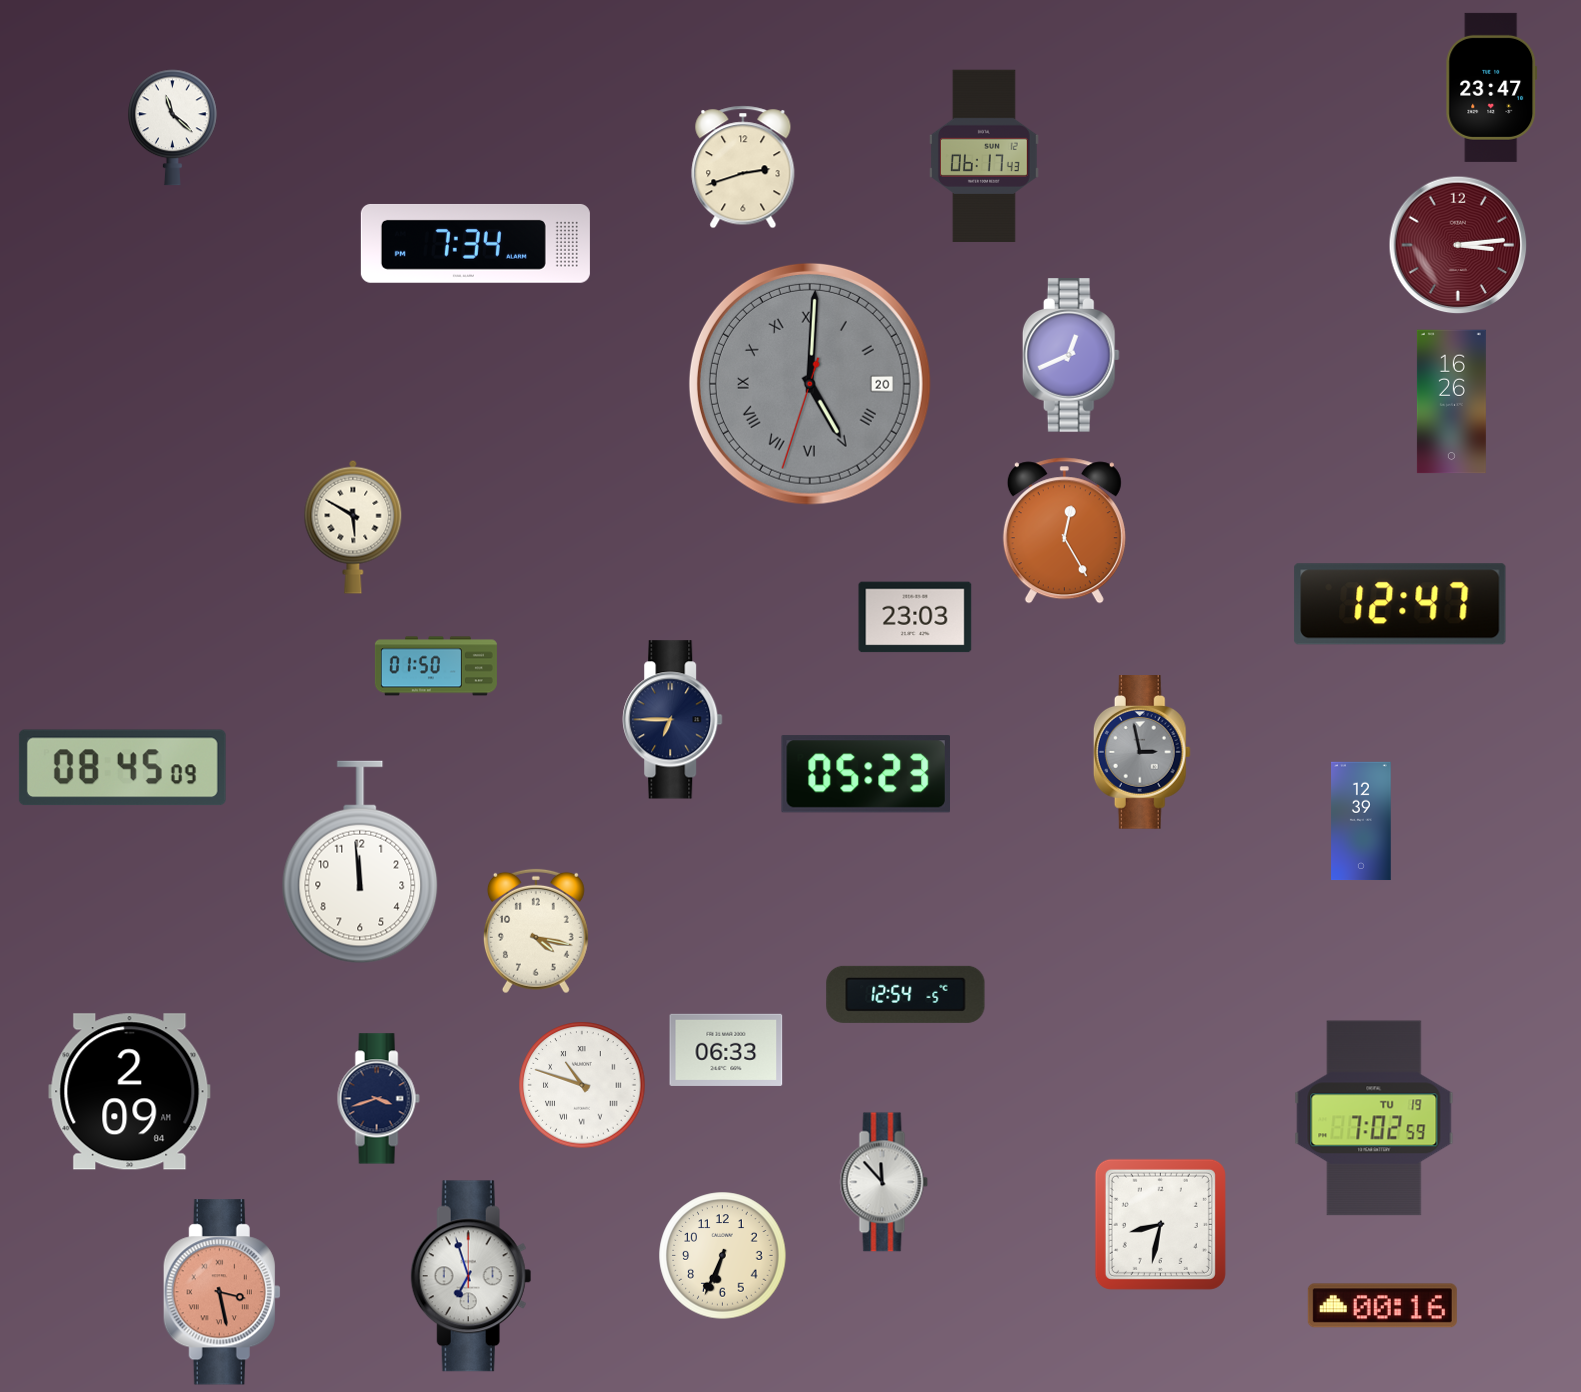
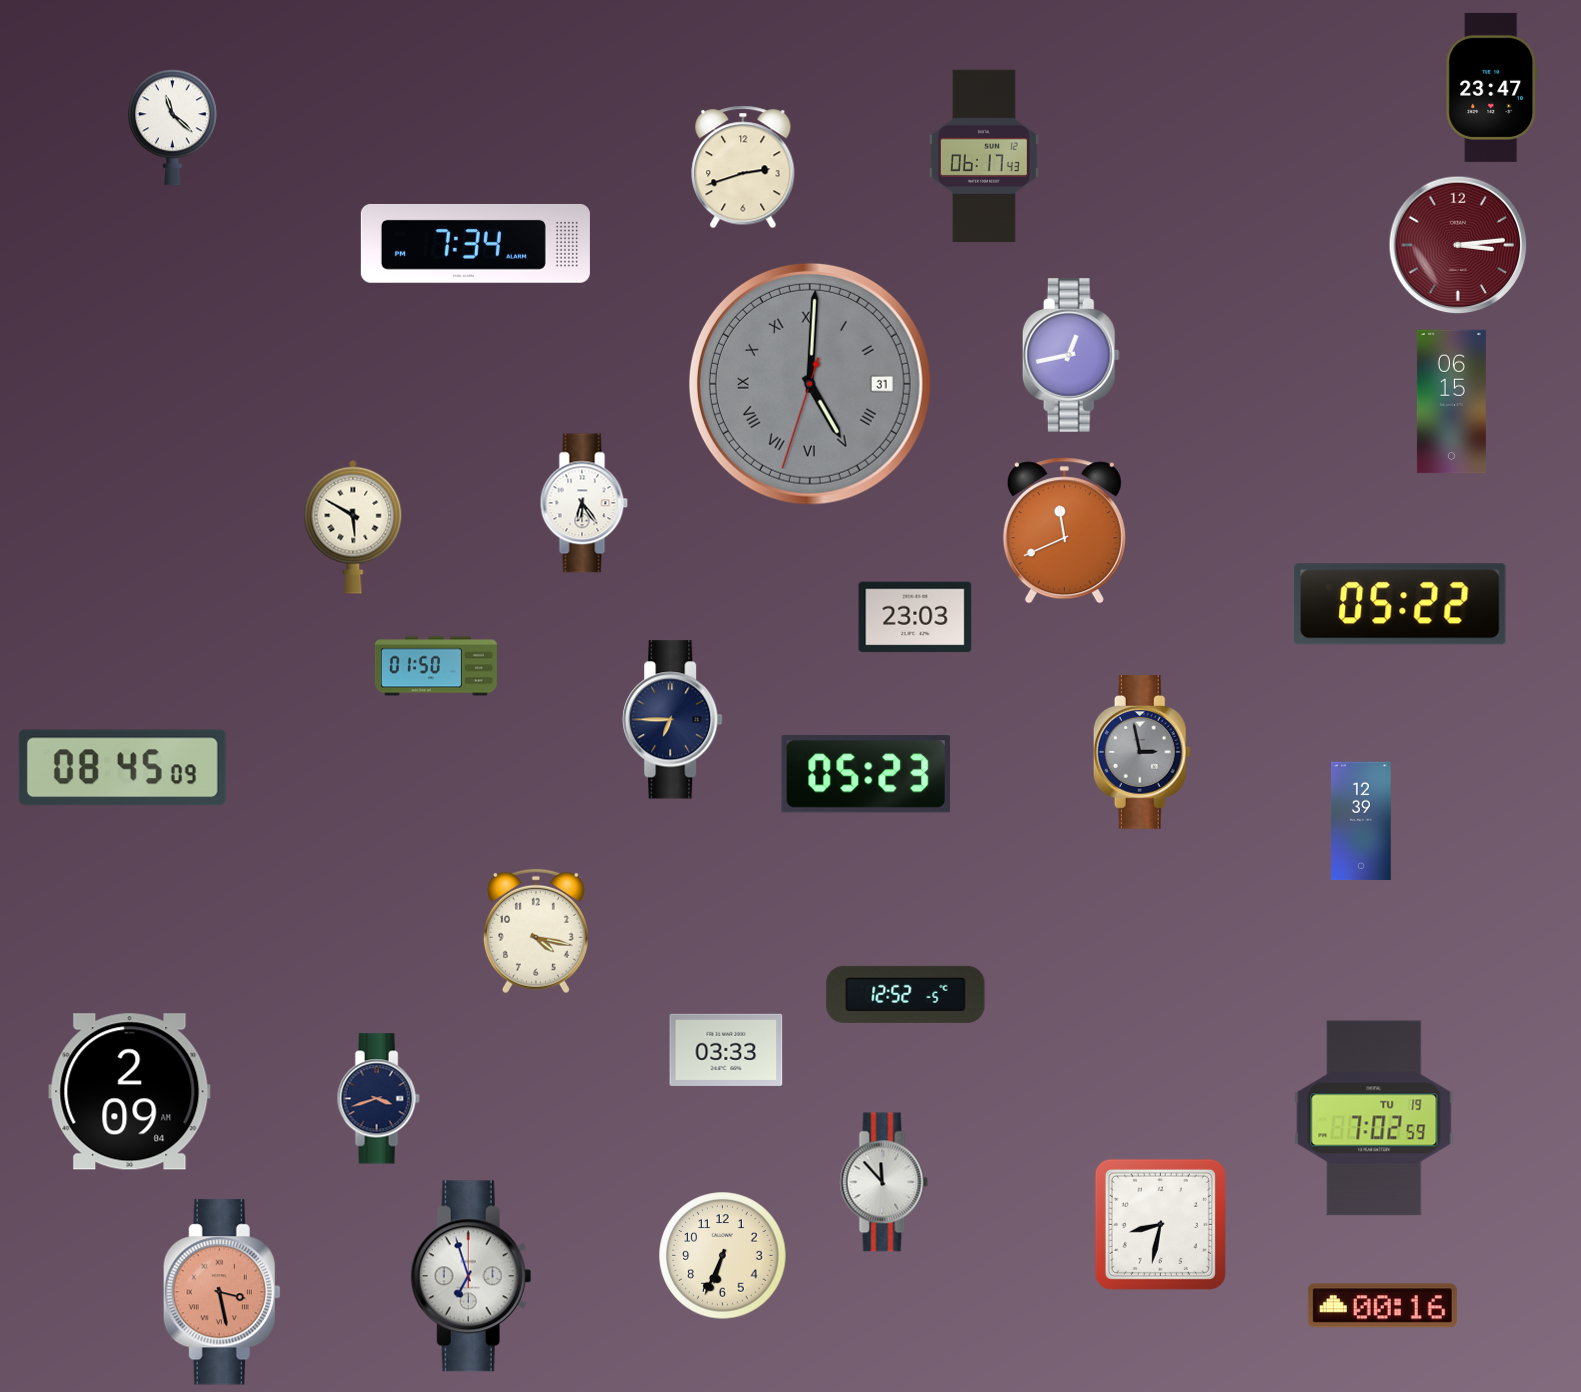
clock at (1071, 355): 12:41 -> 12:43
clock at (810, 384) date: 20 -> 31
clock at (1451, 402): 16:26 -> 06:15
clock at (584, 503): none -> 6:24
clock at (1064, 531): 12:25 -> 11:41
clock at (1400, 604): 12:47 -> 05:22
clock at (360, 862): 11:59 -> none
clock at (906, 994): 12:54 -> 12:52
clock at (726, 1050): 06:33 -> 03:33
clock at (582, 1085): 10:48 -> none
